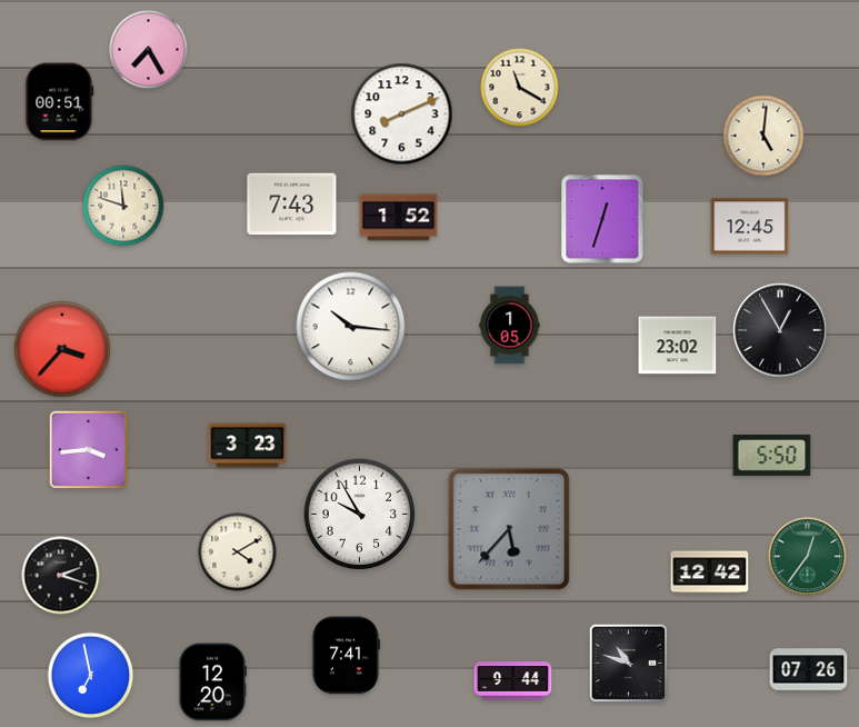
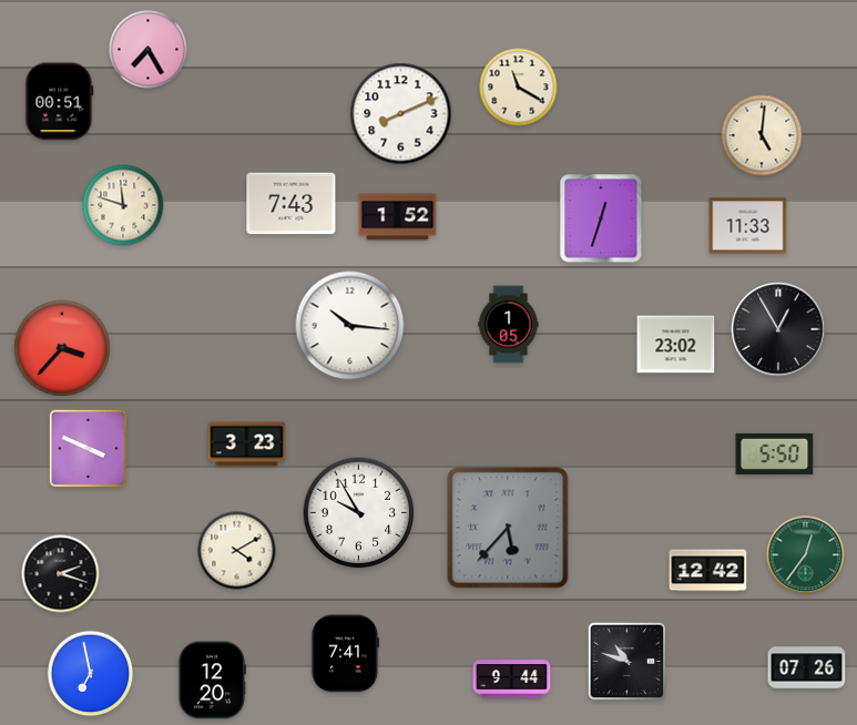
clock at (750, 227): 12:45 -> 11:33
clock at (89, 450): 3:44 -> 3:49
clock at (772, 455) position: (772, 455) -> (775, 453)
